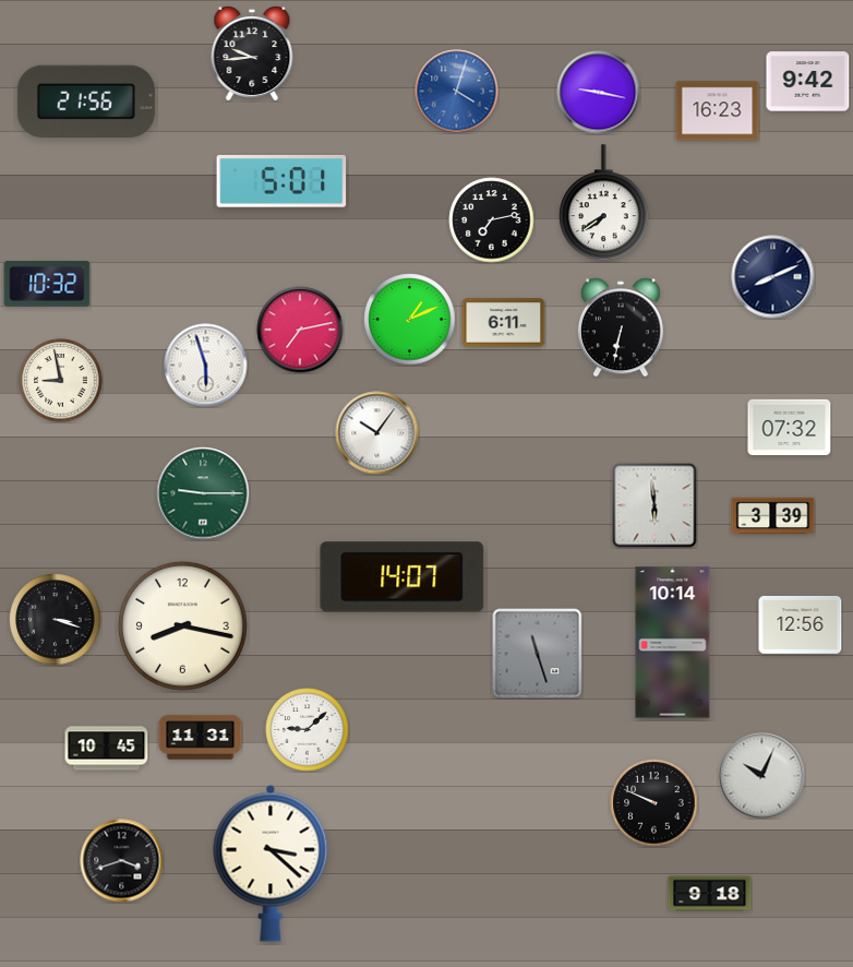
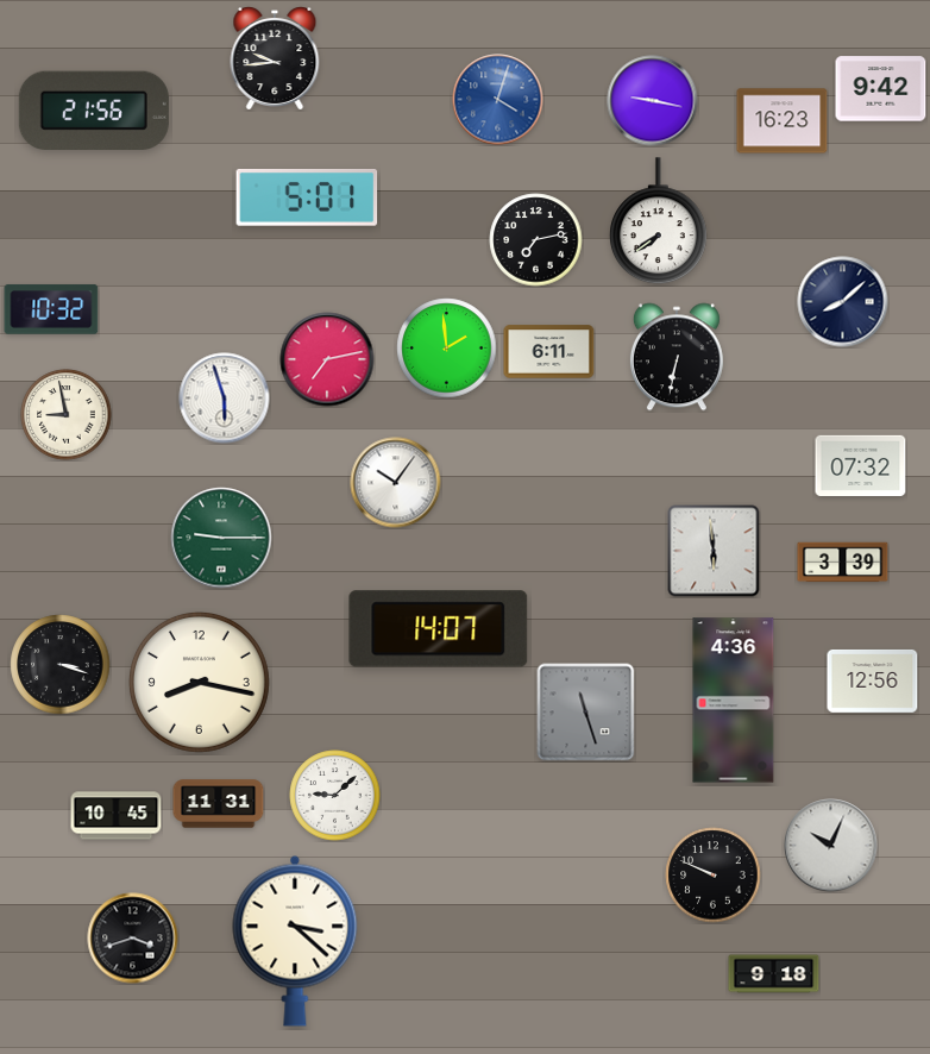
clock at (773, 277): 8:11 -> 8:08
clock at (410, 320): 1:11 -> 1:59
clock at (377, 433) position: (377, 433) -> (396, 483)
clock at (56, 620) position: (56, 620) -> (61, 665)
clock at (673, 643): 10:14 -> 4:36
